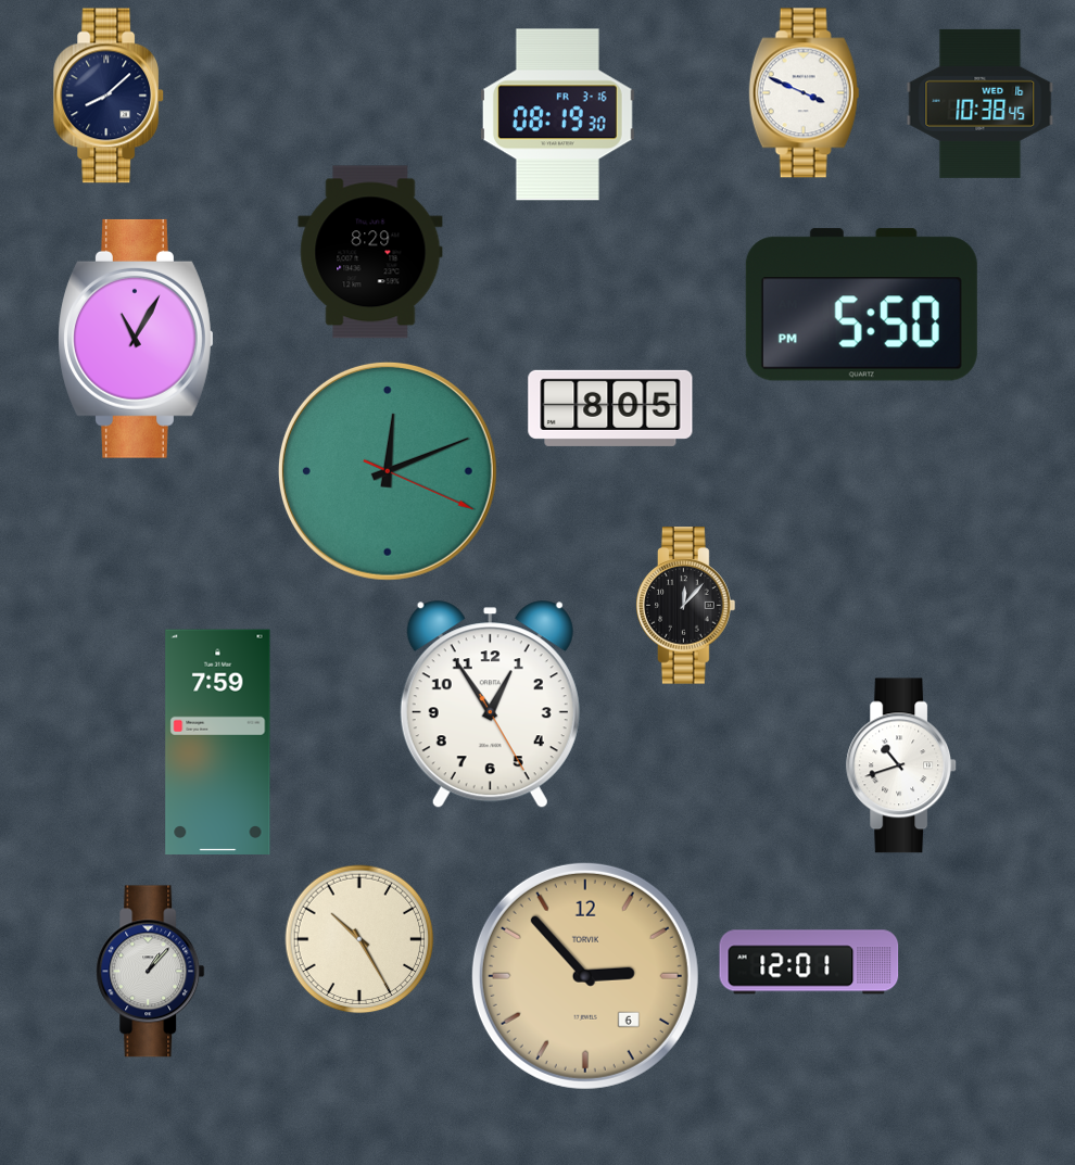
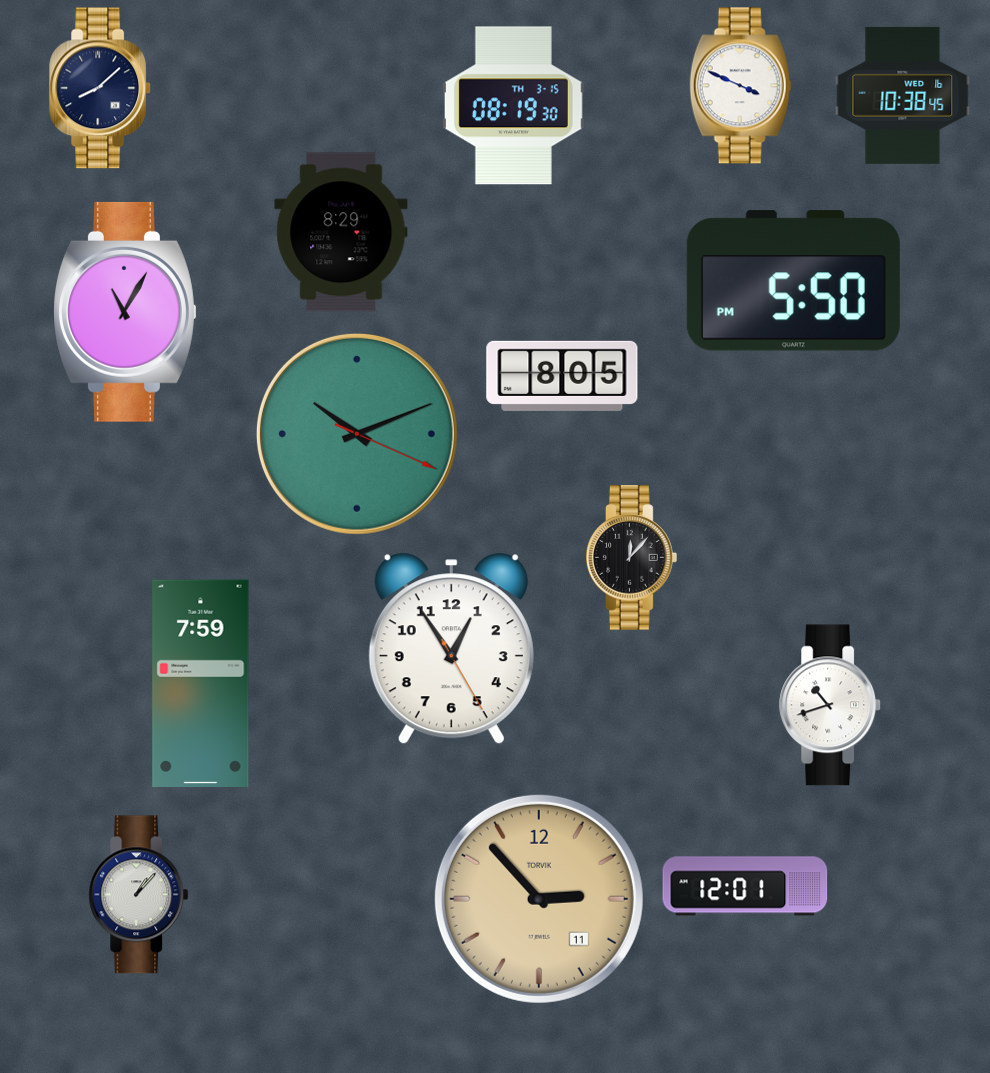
clock at (557, 115) date: FR 3-16 -> TH 3-15
clock at (388, 471): 12:11 -> 10:11
clock at (359, 939): 10:25 -> none
clock at (585, 976) date: 6 -> 11
